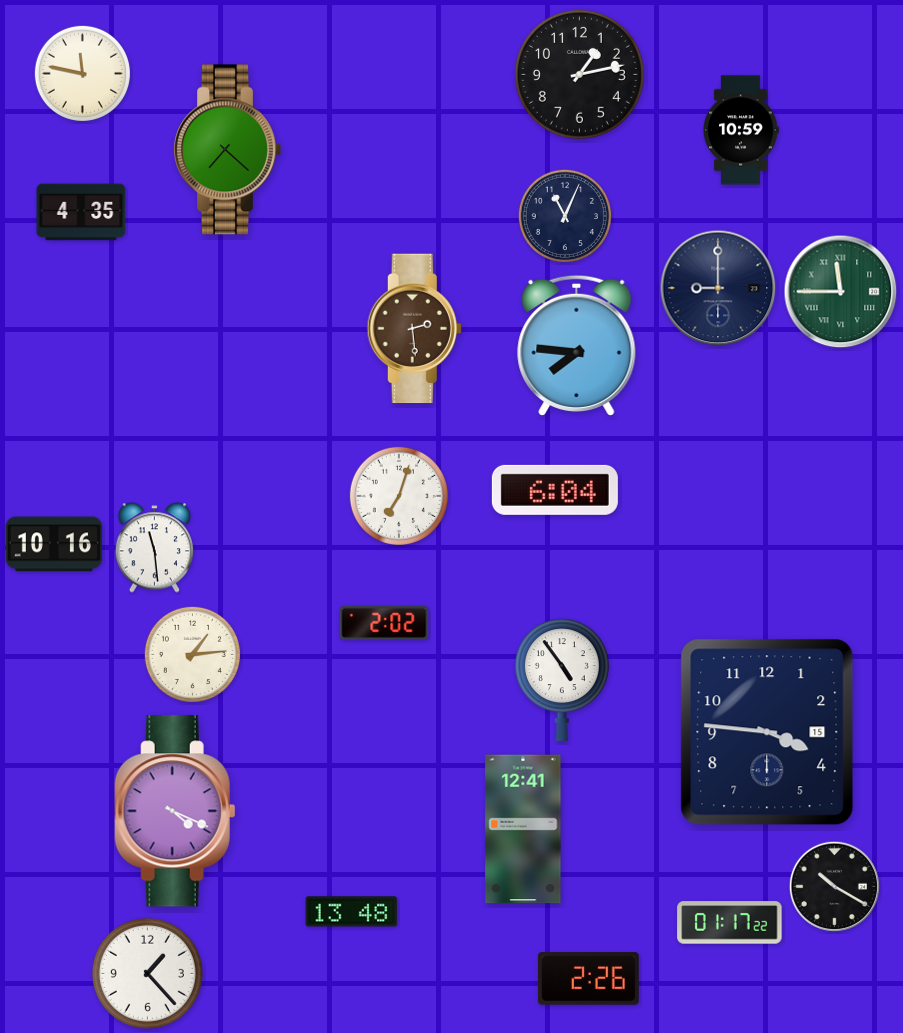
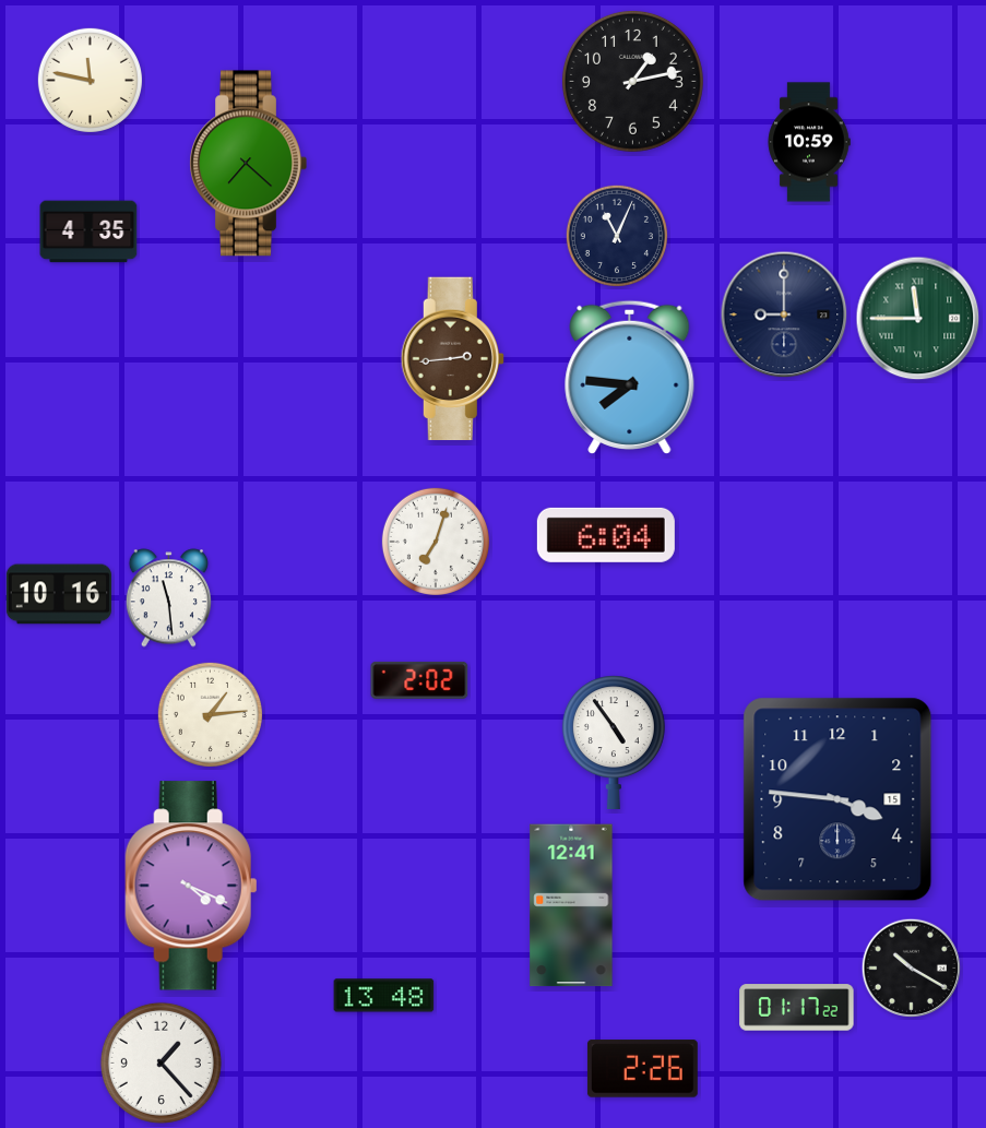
clock at (414, 329): 2:29 -> 2:44
